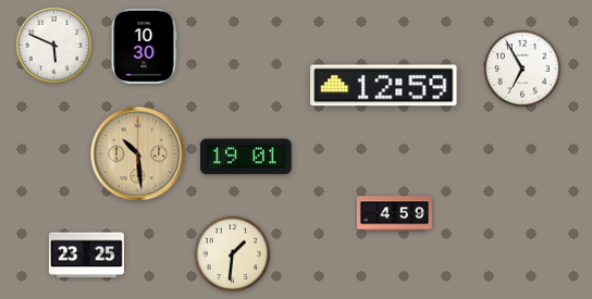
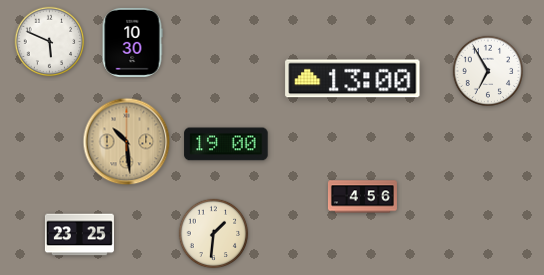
clock at (521, 67) position: (521, 67) -> (487, 70)
clock at (384, 86): 12:59 -> 13:00
clock at (246, 157): 19:01 -> 19:00
clock at (394, 214): 4:59 -> 4:56
